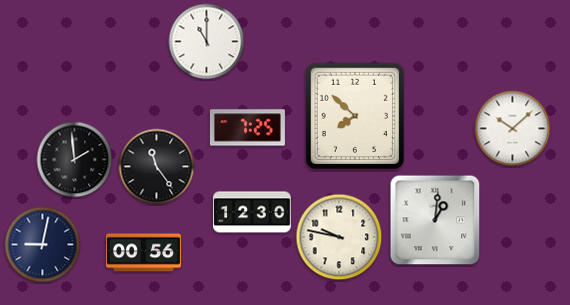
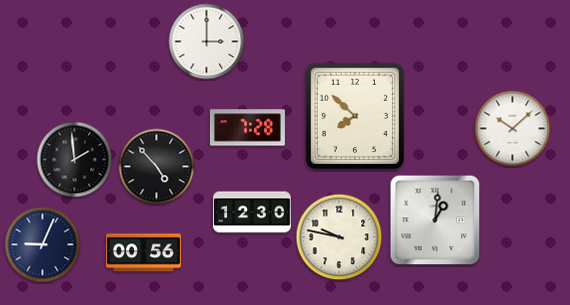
clock at (207, 42): 11:00 -> 3:00
clock at (247, 128): 7:25 -> 7:28
clock at (157, 167): 11:24 -> 4:53
clock at (43, 245): 9:02 -> 9:04
